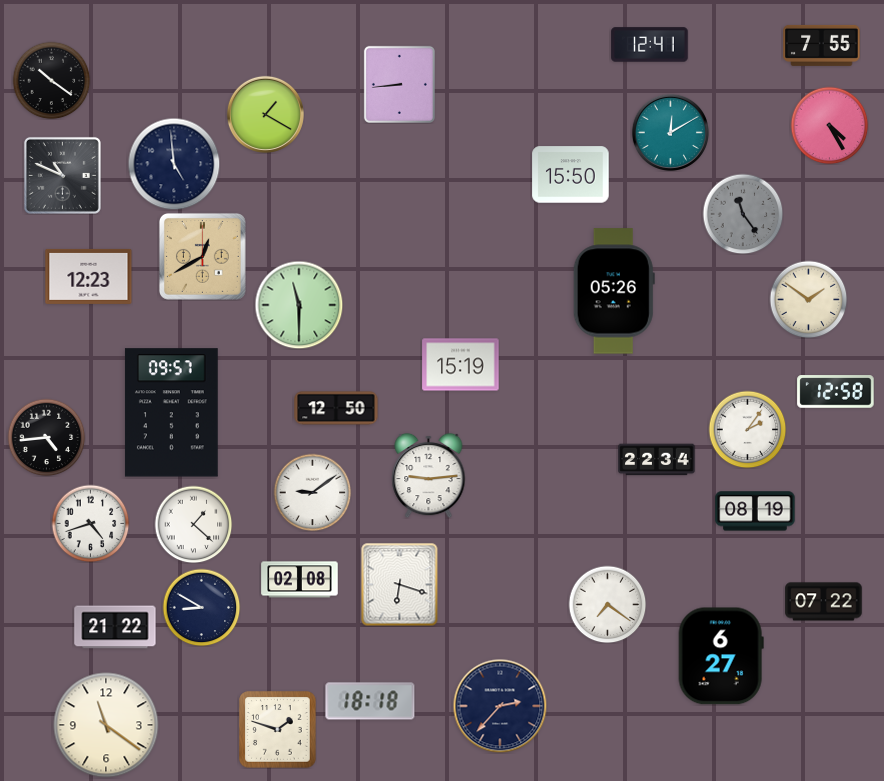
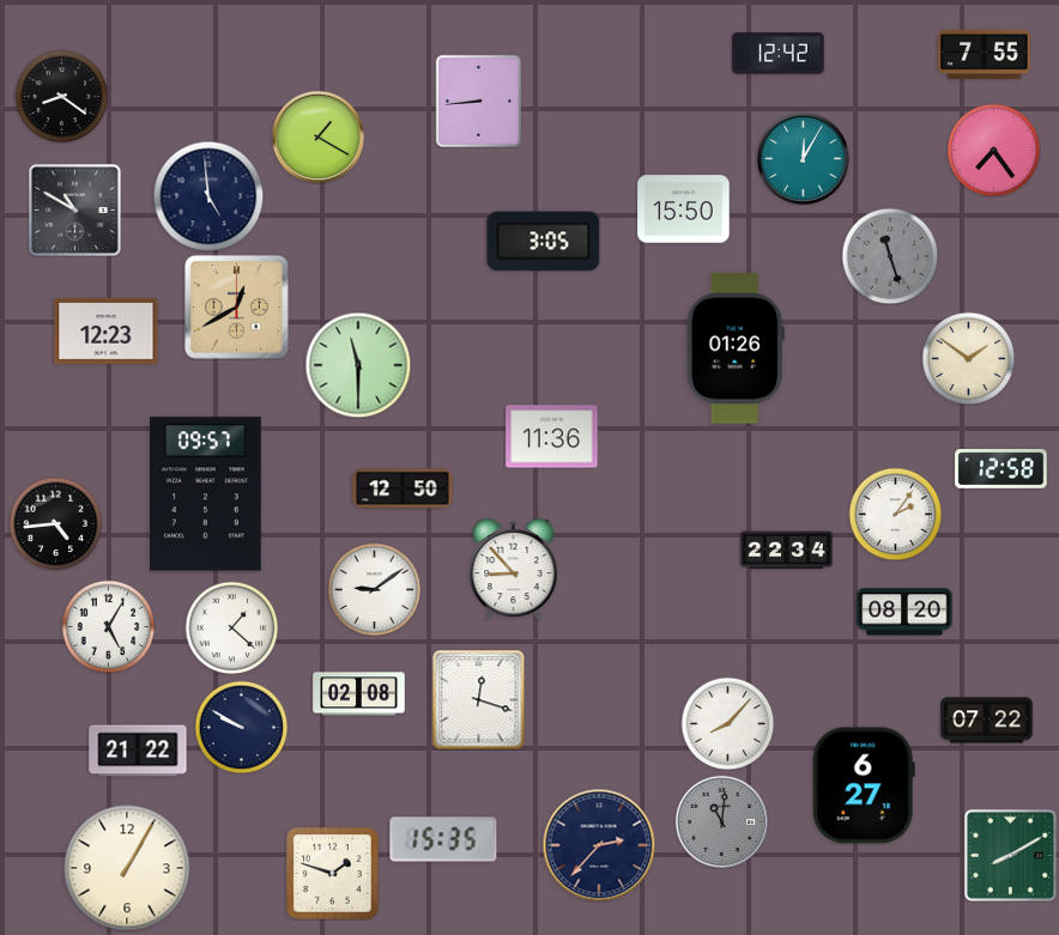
clock at (650, 45): 12:41 -> 12:42
clock at (51, 80): 10:21 -> 8:21
clock at (829, 125): 4:25 -> 7:24
clock at (670, 132): 12:10 -> 12:05
clock at (62, 175): 10:49 -> 10:50
clock at (544, 242): none -> 3:05
clock at (743, 214): 11:24 -> 11:27
clock at (202, 256) position: (202, 256) -> (236, 306)
clock at (614, 291): 05:26 -> 01:26
clock at (461, 365): 15:19 -> 11:36
clock at (429, 475): 9:14 -> 8:53
clock at (755, 511): 08:19 -> 08:20
clock at (90, 523): 4:42 -> 5:05
clock at (400, 584): 6:18 -> 12:18
clock at (607, 604): 7:21 -> 8:07
clock at (201, 607): 8:50 -> 9:50
clock at (721, 821): none -> 11:01
clock at (370, 701): 18:18 -> 15:35
clock at (1010, 855): none -> 8:10
clock at (106, 725): 11:21 -> 1:05
